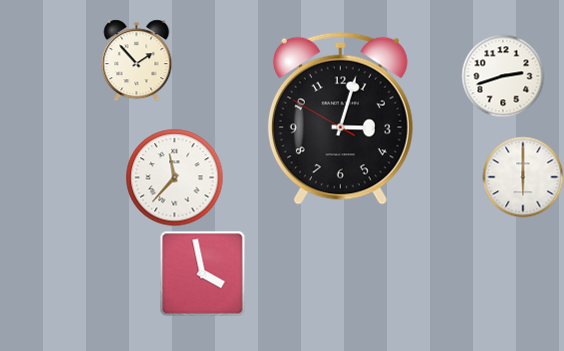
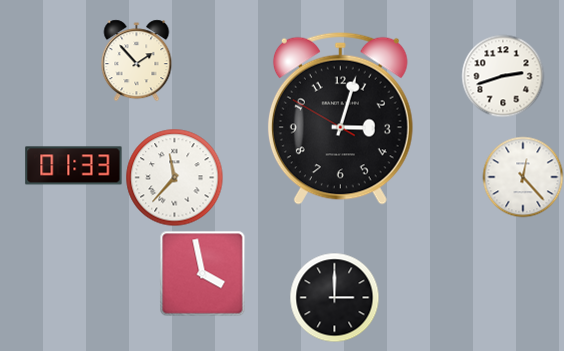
clock at (74, 166): none -> 01:33
clock at (523, 177): 6:00 -> 12:23
clock at (334, 297): none -> 3:00
